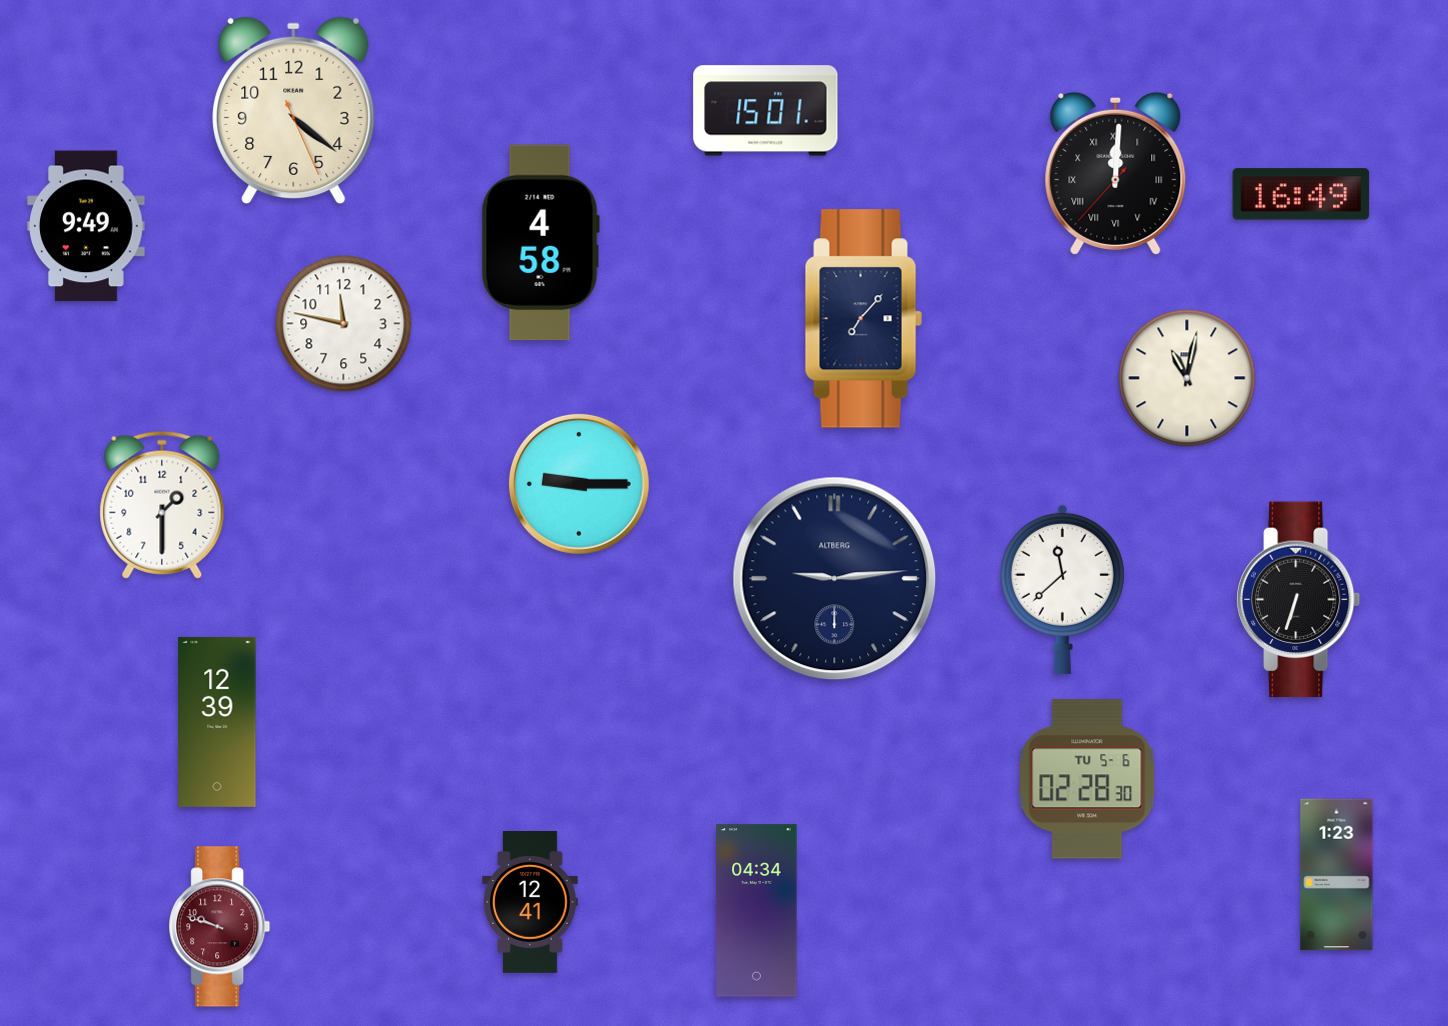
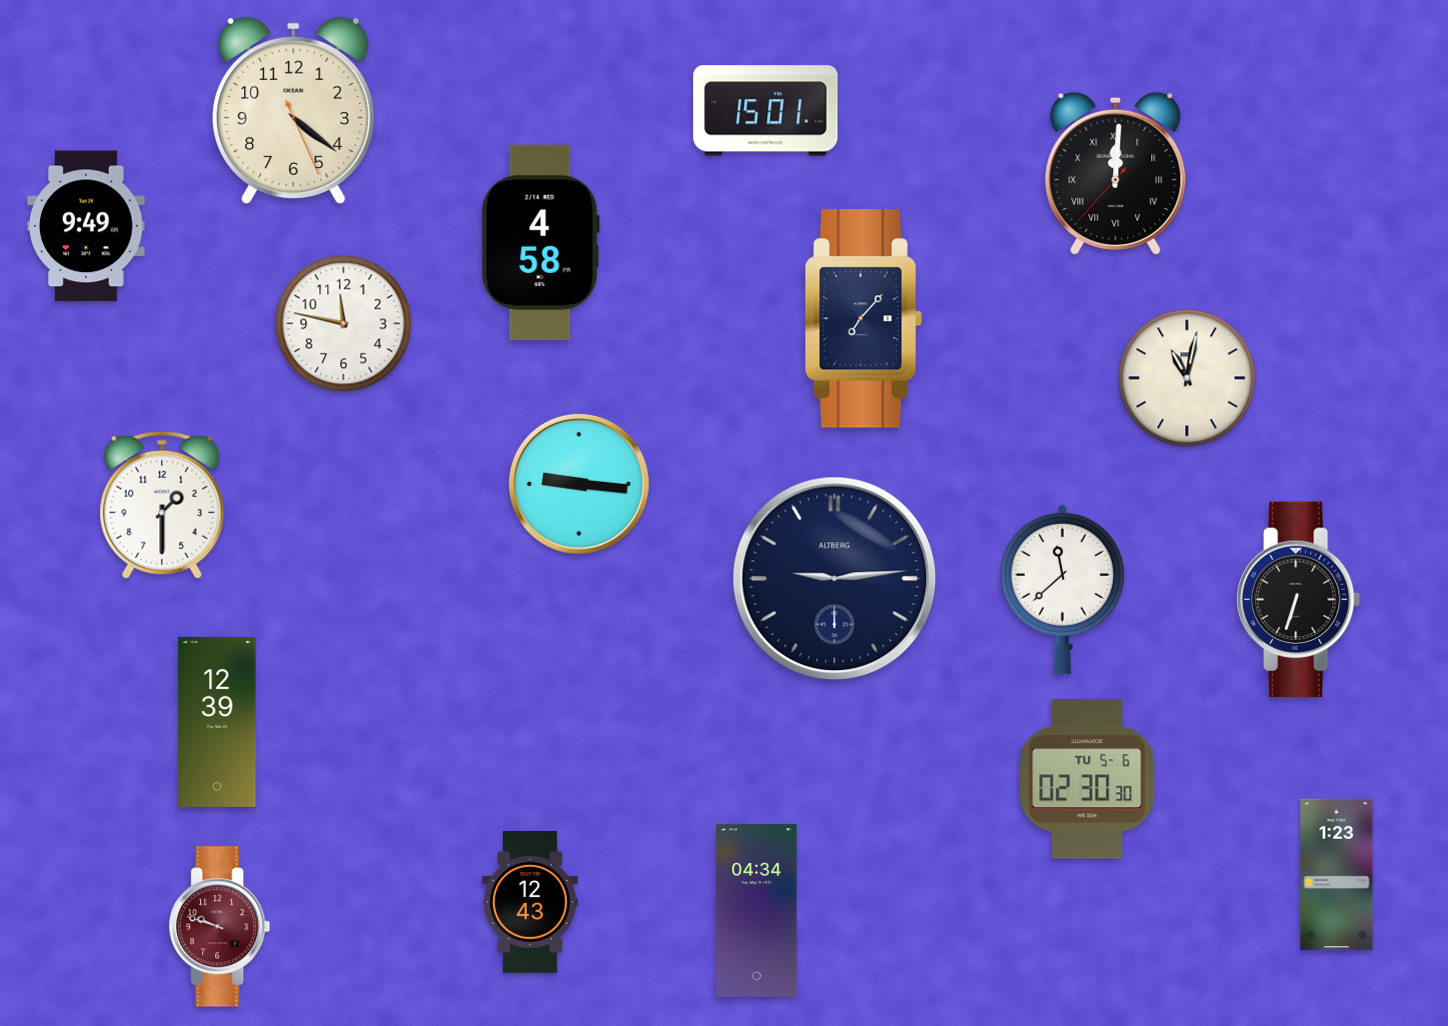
clock at (1301, 194): 16:49 -> none
clock at (579, 484): 9:15 -> 9:16
clock at (1087, 779): 02:28 -> 02:30
clock at (530, 903): 12:41 -> 12:43
